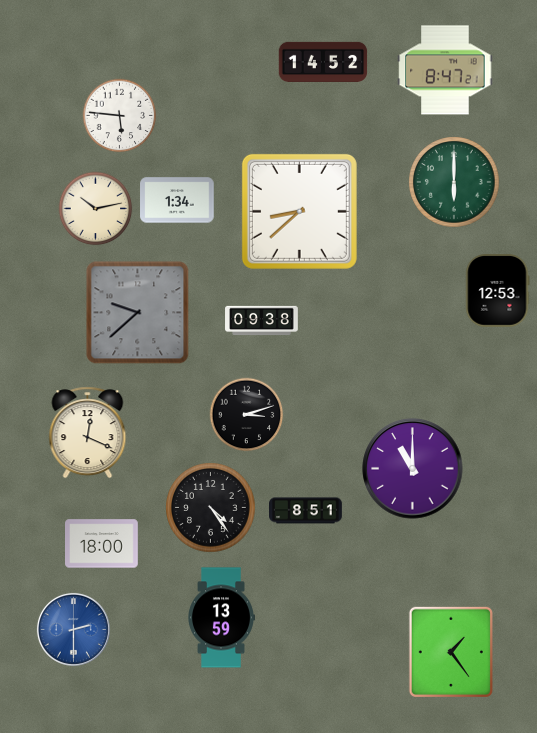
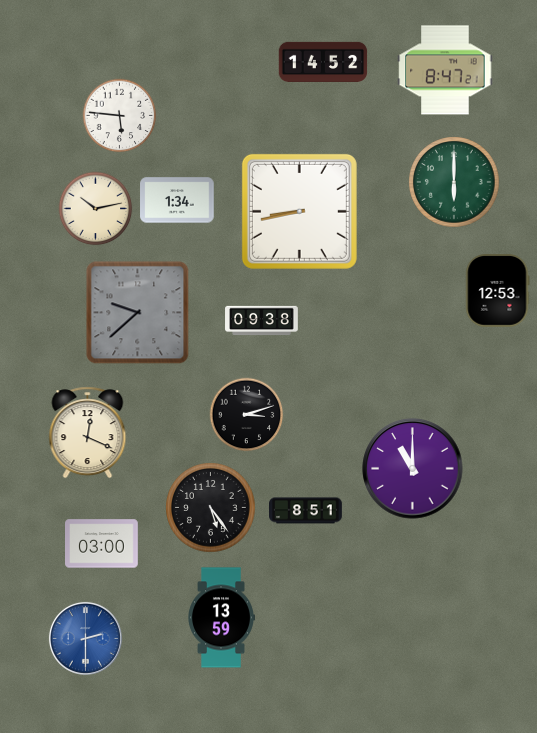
clock at (299, 211): 8:38 -> 8:43
clock at (211, 508): 4:24 -> 5:24
clock at (102, 544): 18:00 -> 03:00
clock at (73, 629) position: (73, 629) -> (85, 638)
clock at (451, 652): 1:24 -> none
